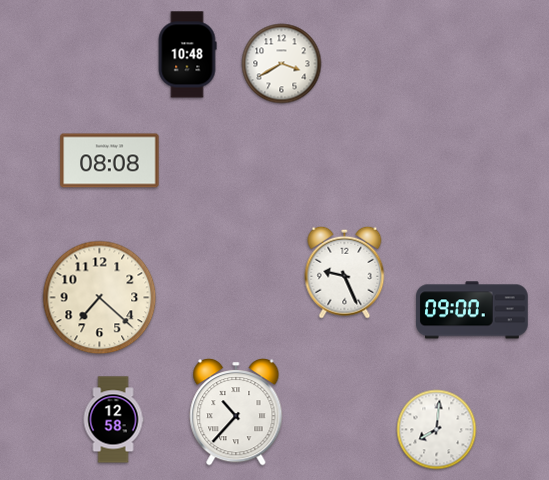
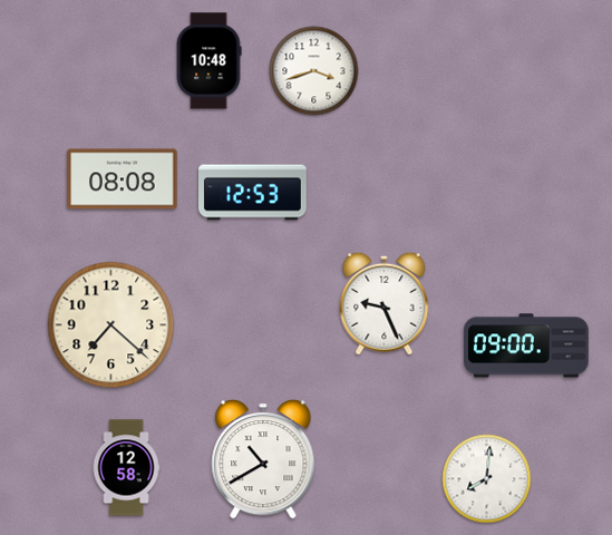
clock at (282, 64): 3:40 -> 3:42
clock at (253, 193): none -> 12:53
clock at (100, 298) position: (100, 298) -> (111, 325)
clock at (236, 413): 10:37 -> 10:40
